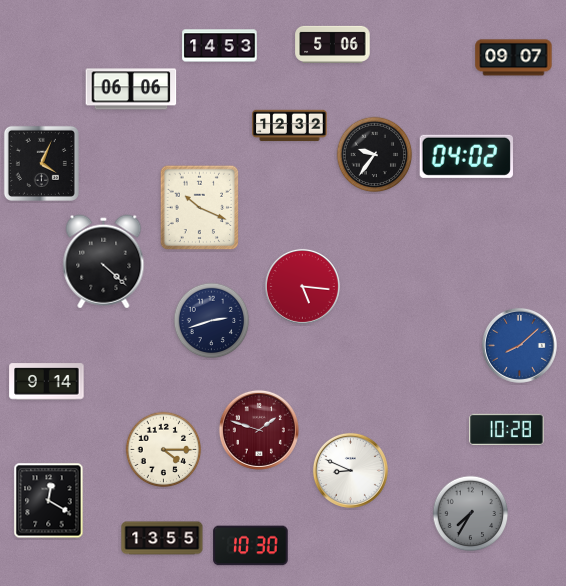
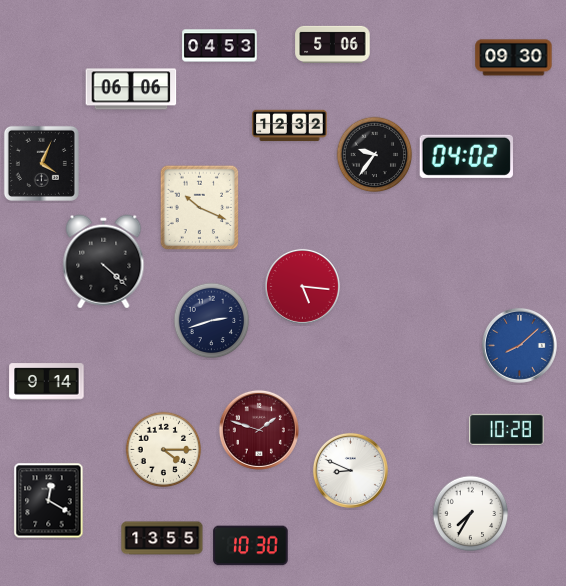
clock at (220, 46): 14:53 -> 04:53
clock at (514, 58): 09:07 -> 09:30
clock at (471, 514) dial: grey -> white
